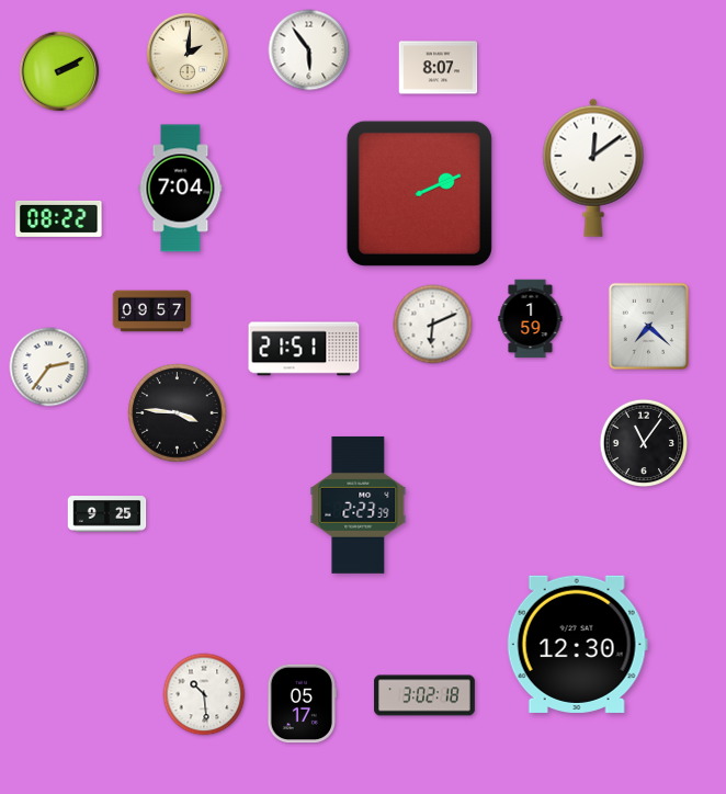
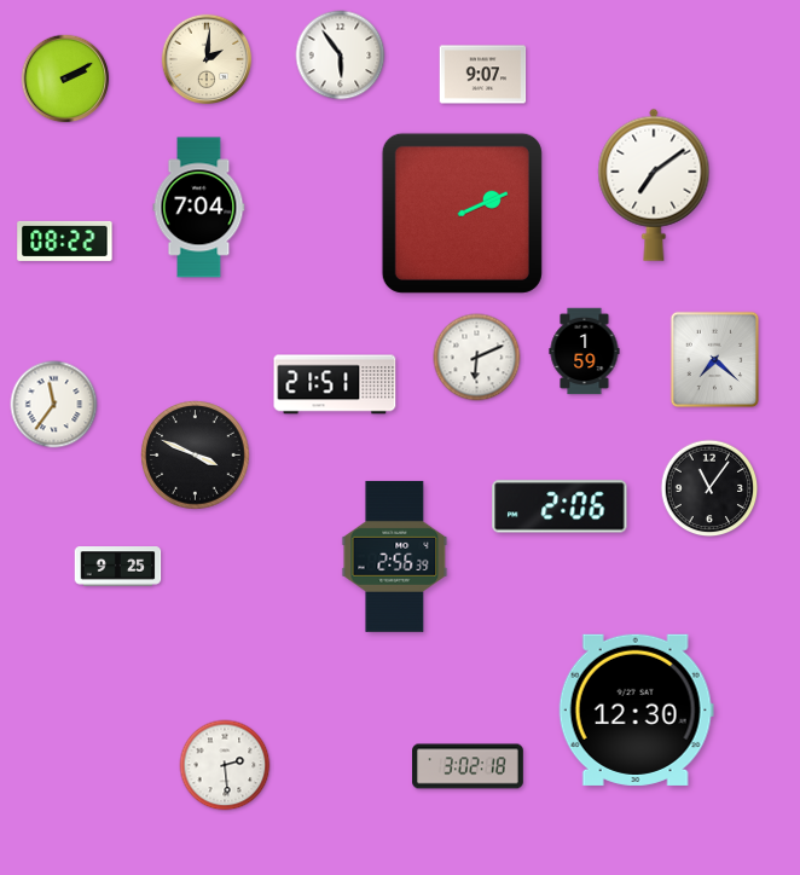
clock at (439, 68): 8:07 -> 9:07
clock at (593, 168): 12:09 -> 7:09
clock at (152, 311): 09:57 -> none
clock at (49, 367): 2:36 -> 11:36
clock at (178, 413): 3:46 -> 3:49
clock at (560, 506): none -> 2:06
clock at (359, 504): 2:23 -> 2:56
clock at (204, 694): 10:29 -> 2:29
clock at (302, 704): 05:17 -> none
